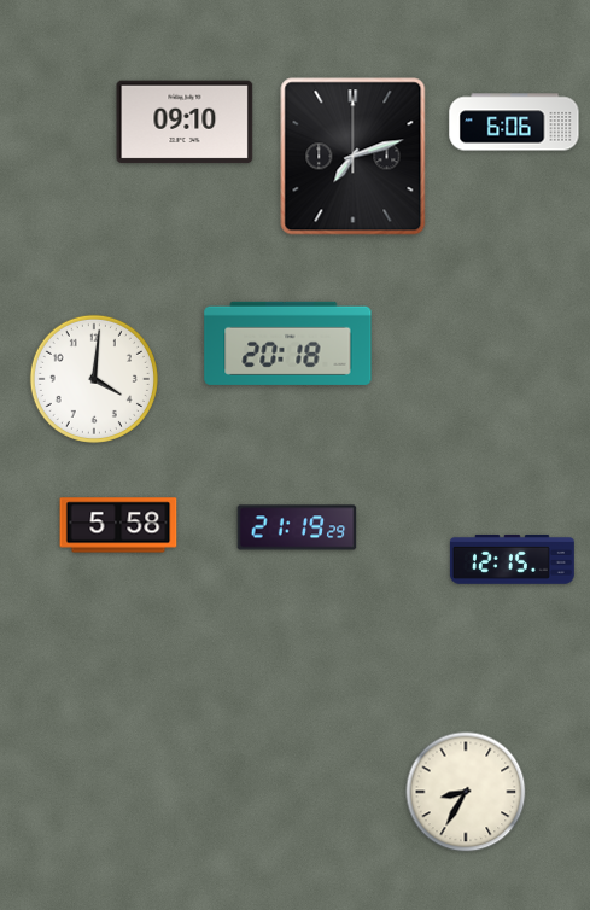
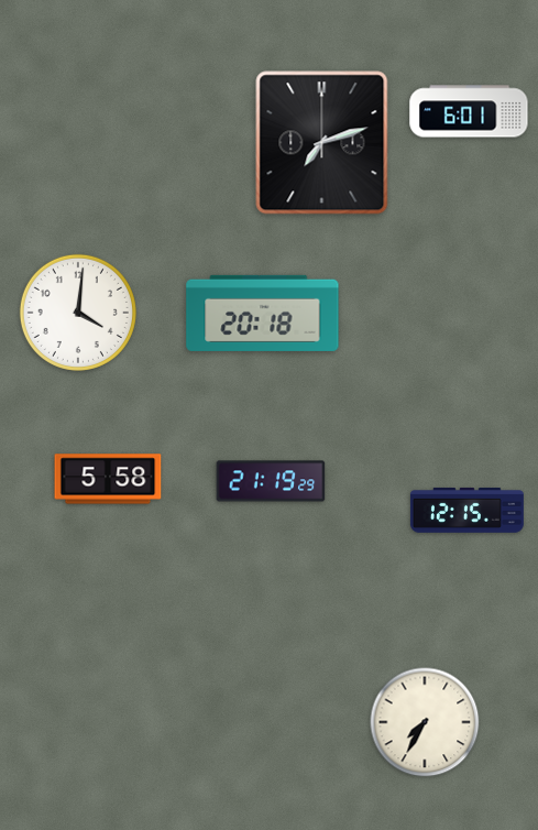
clock at (185, 122): 09:10 -> none
clock at (514, 122): 6:06 -> 6:01
clock at (94, 379) position: (94, 379) -> (78, 313)
clock at (466, 792): 8:35 -> 7:35
